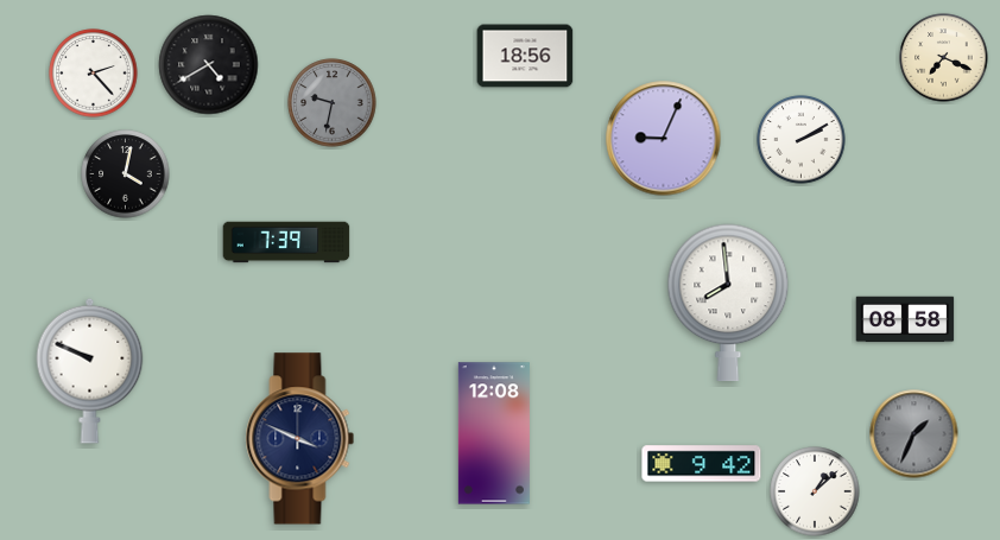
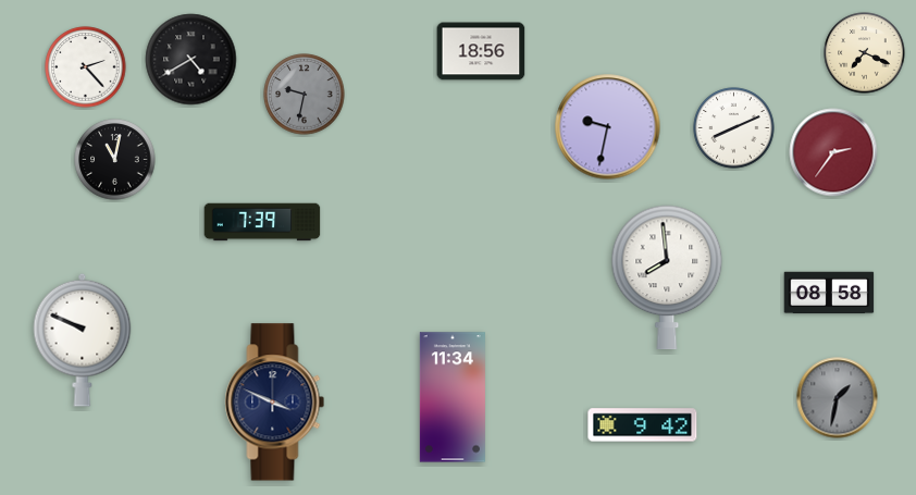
clock at (664, 139): 9:04 -> 9:32
clock at (802, 140): 2:10 -> 8:11
clock at (833, 152): none -> 2:36
clock at (126, 174): 4:02 -> 11:02
clock at (494, 433): 12:08 -> 11:34
clock at (914, 434): 1:34 -> 1:32
clock at (815, 491): 1:08 -> none
